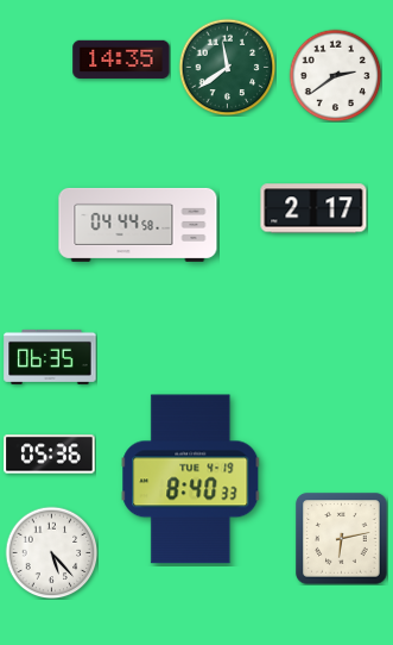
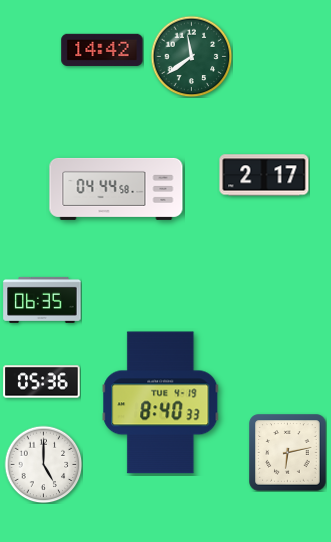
clock at (121, 58): 14:35 -> 14:42
clock at (335, 75): 2:39 -> none
clock at (51, 552): 5:23 -> 5:00
